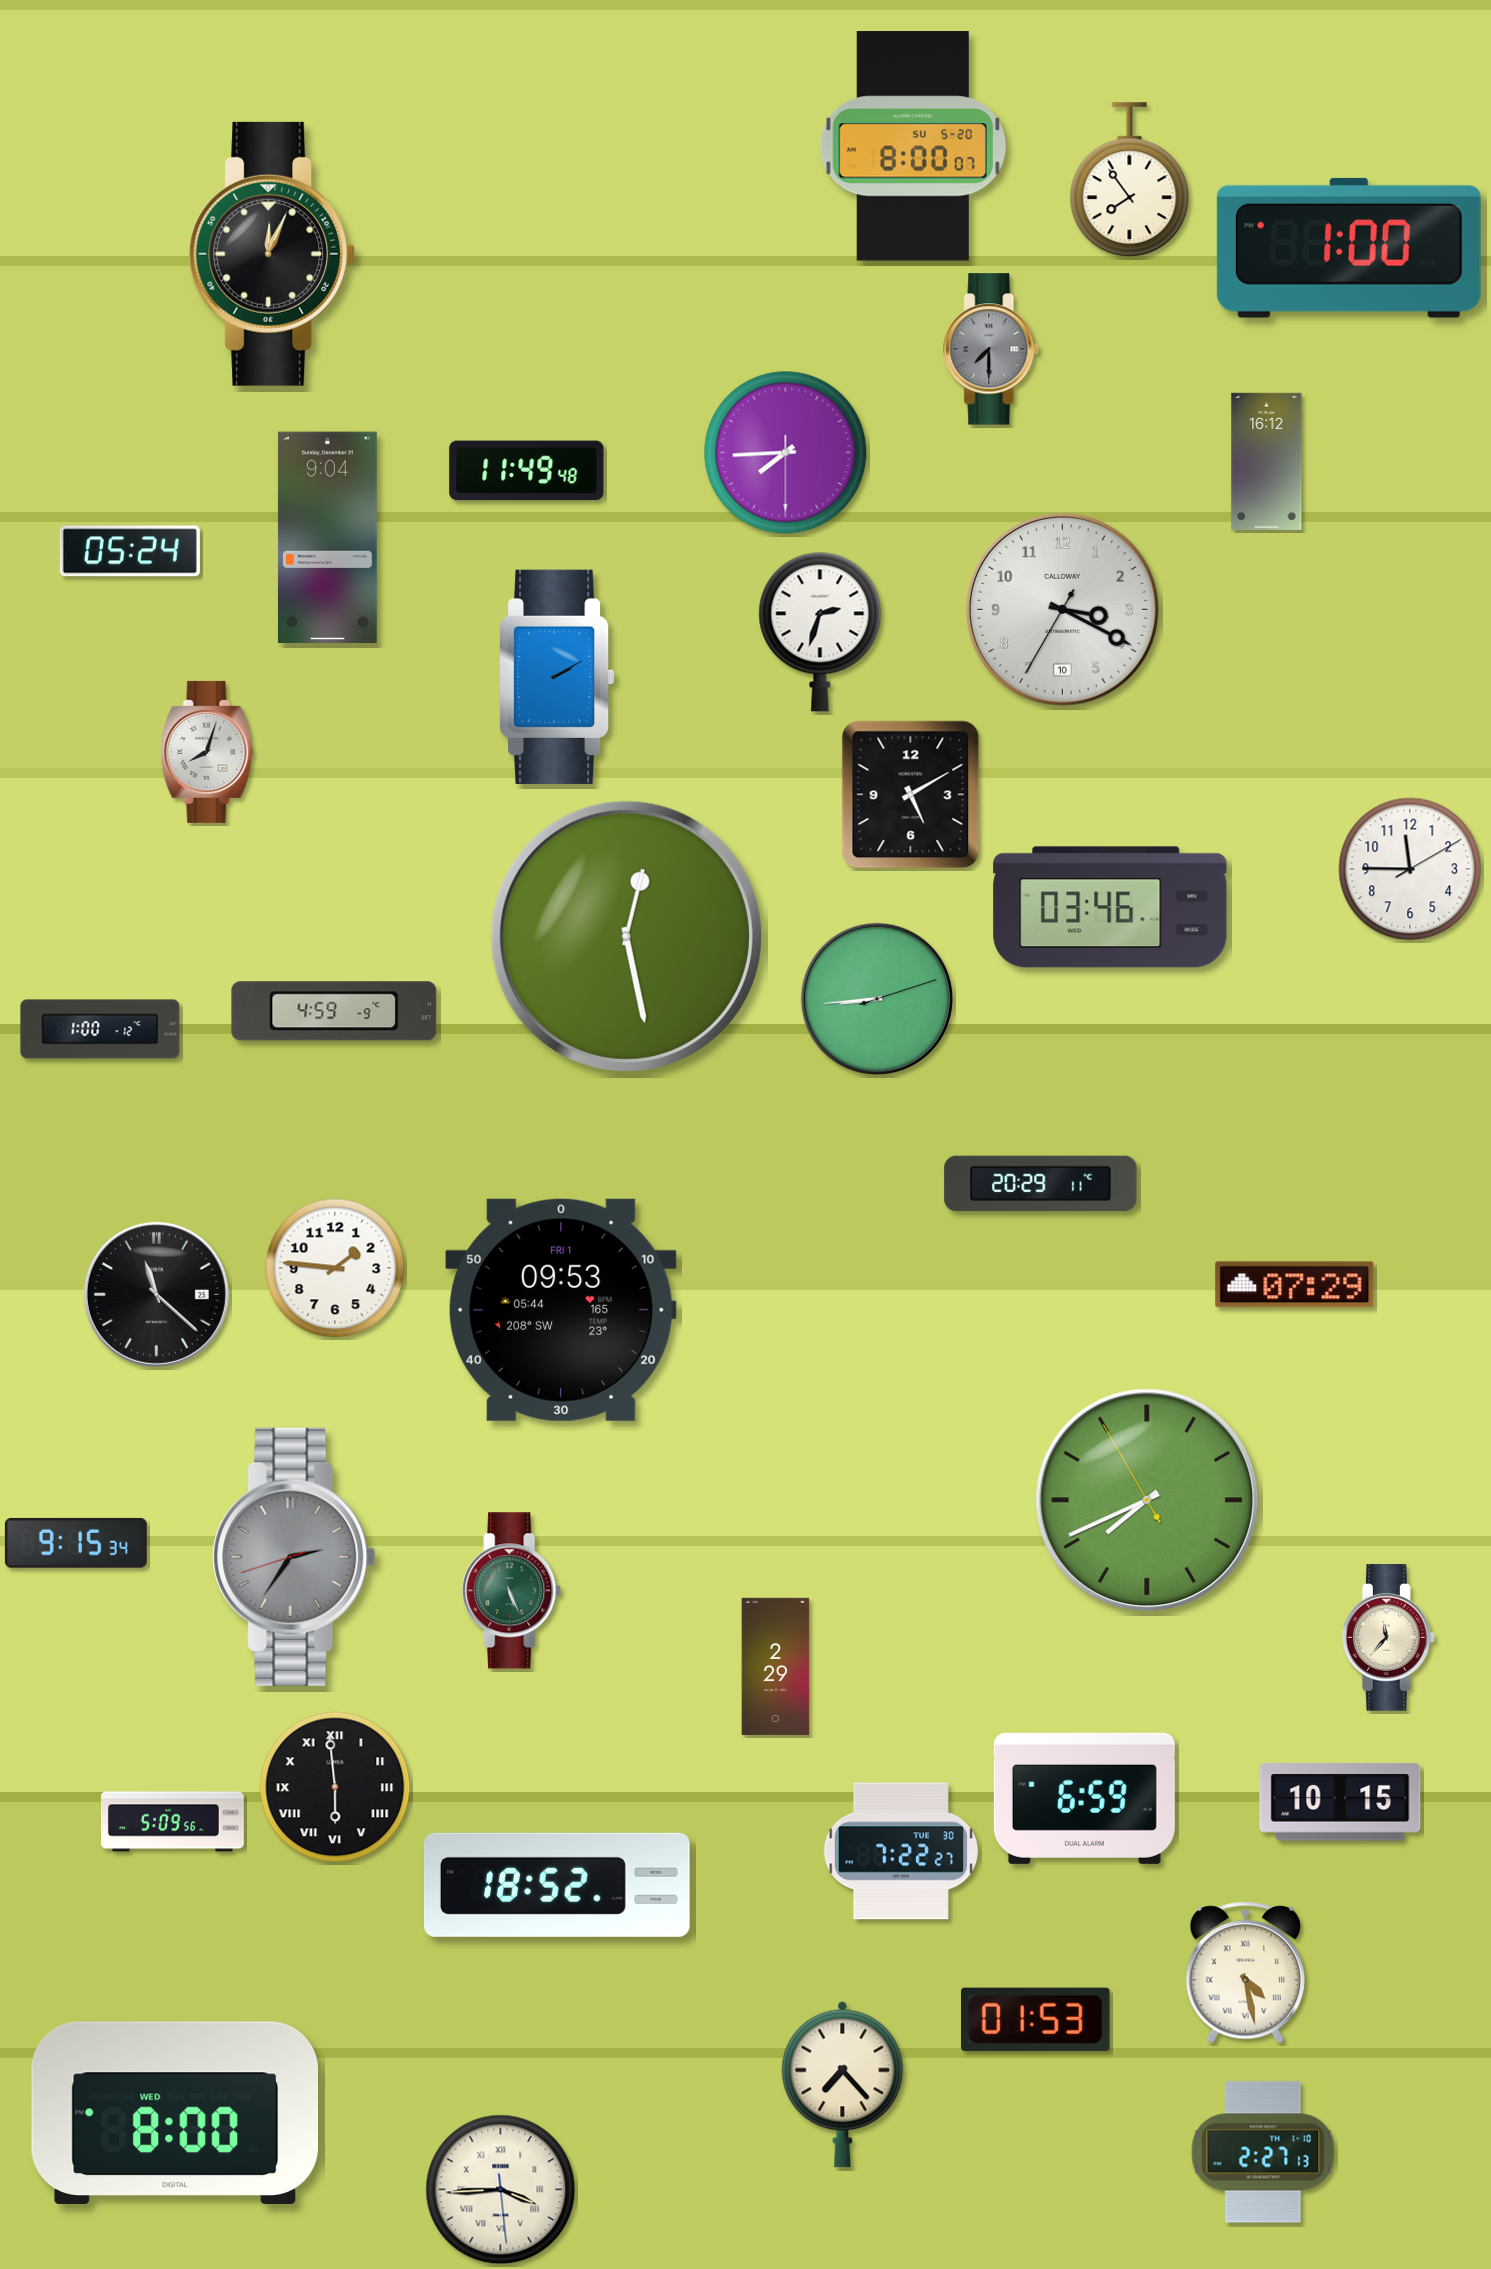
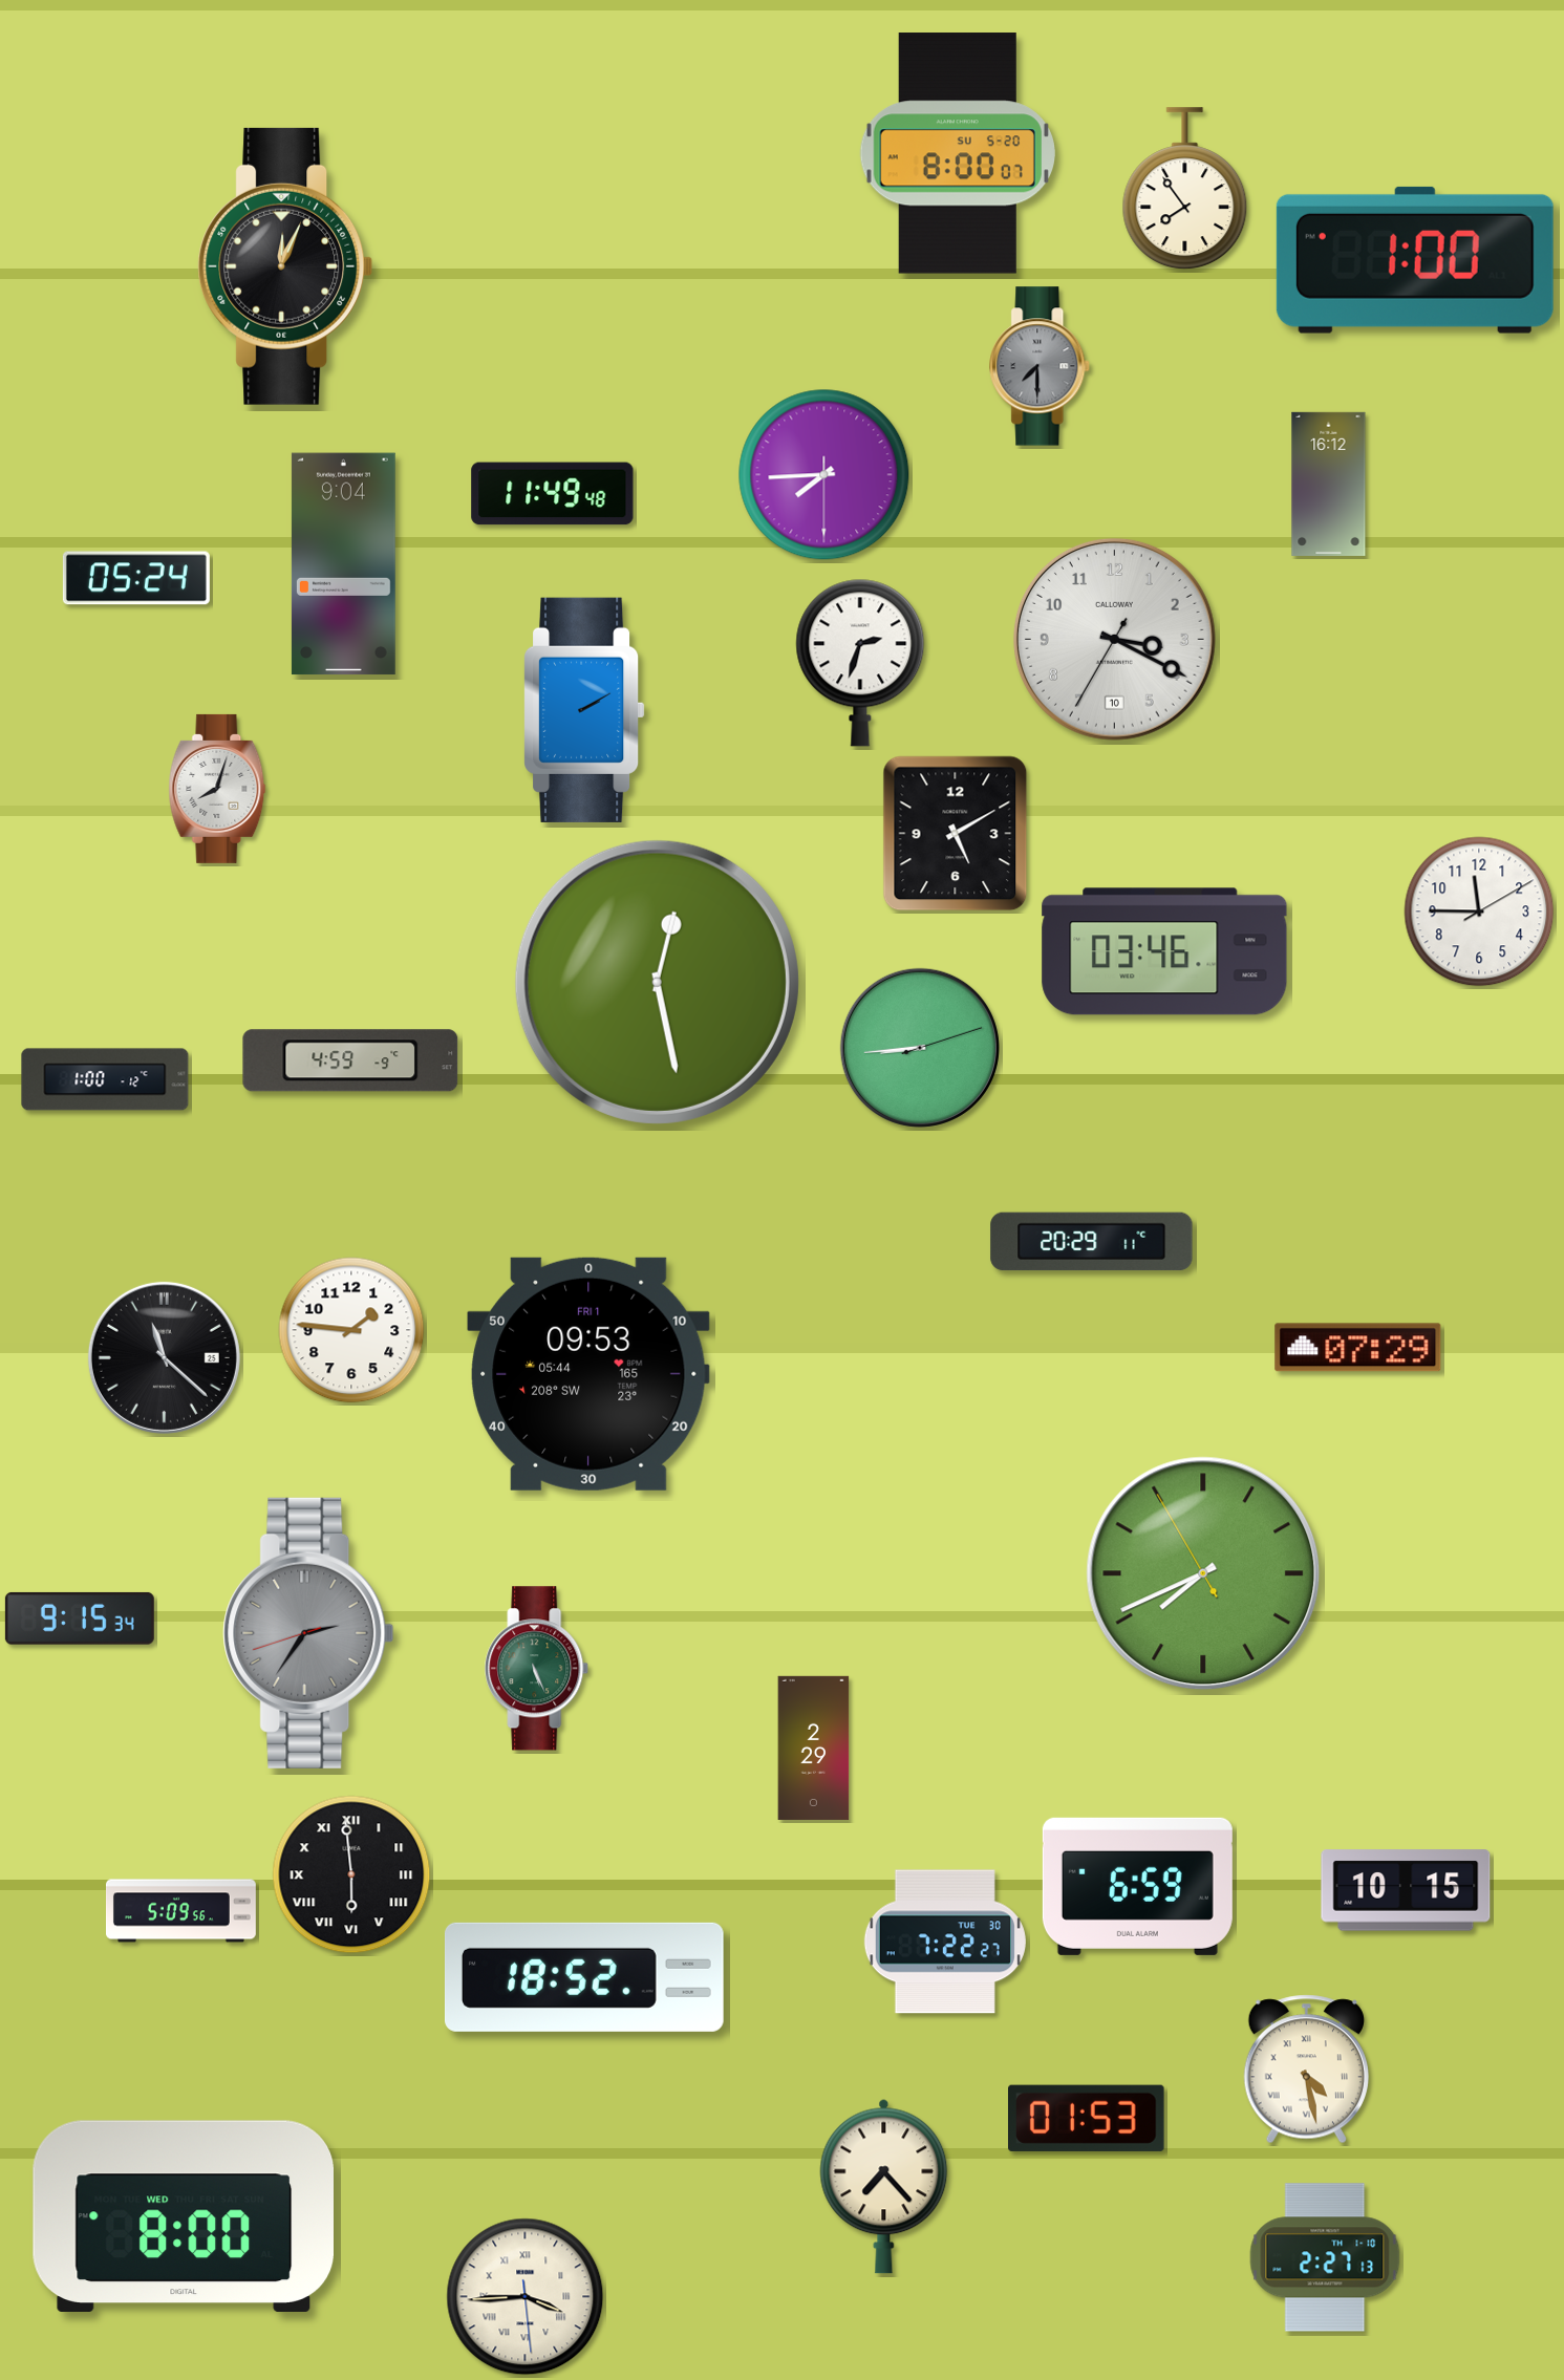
clock at (1388, 1638): 11:37 -> none
